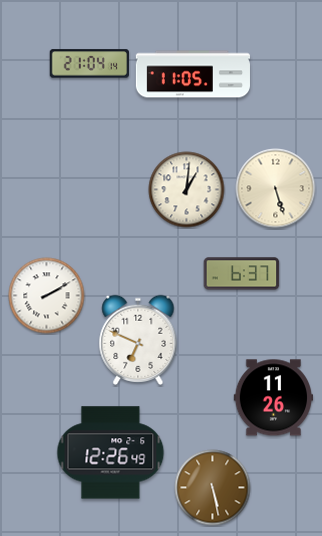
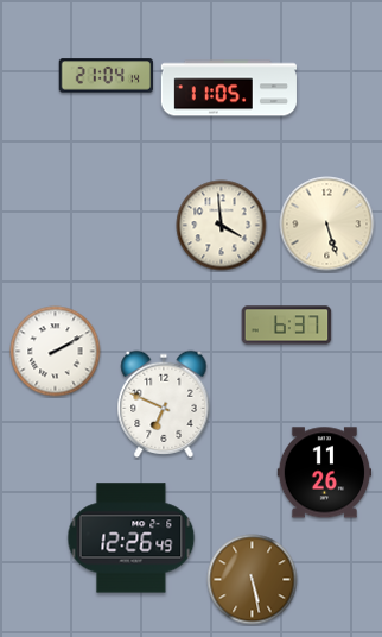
clock at (187, 190): 1:01 -> 3:59
